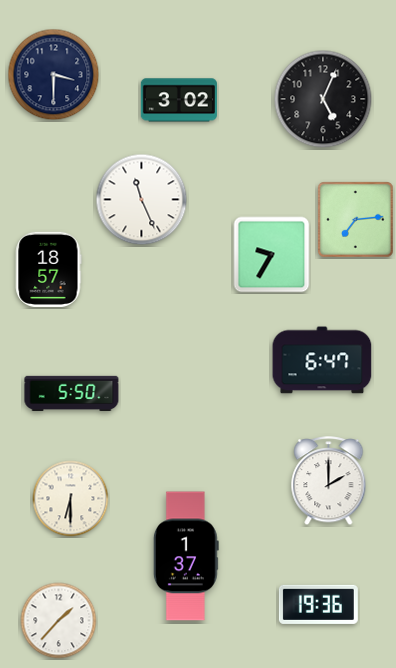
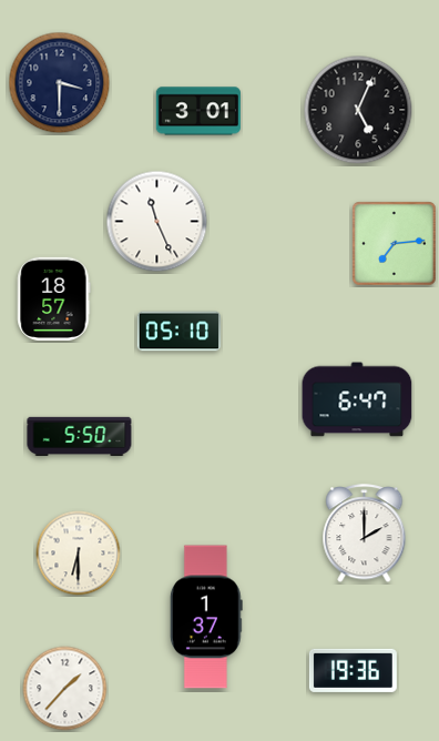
clock at (179, 100): 3:02 -> 3:01
clock at (272, 255): 9:35 -> none
clock at (178, 332): none -> 05:10
